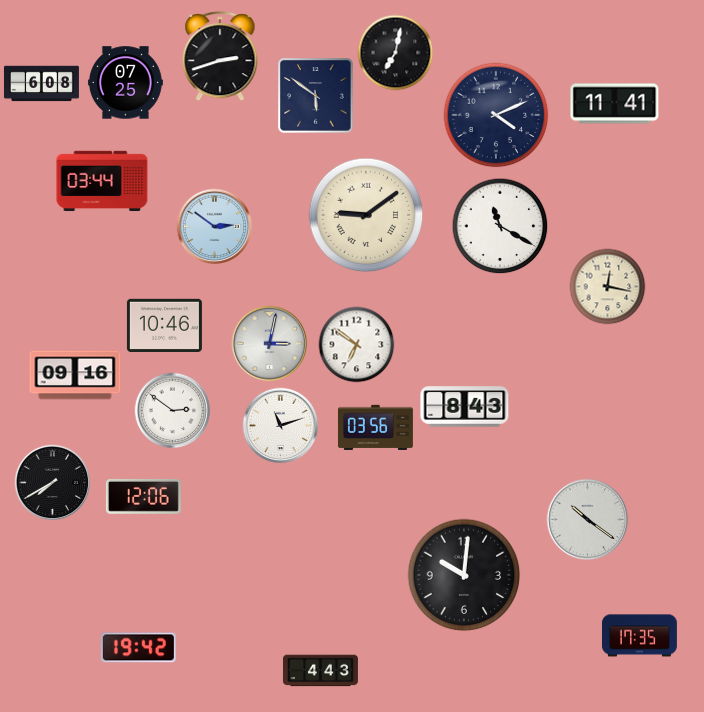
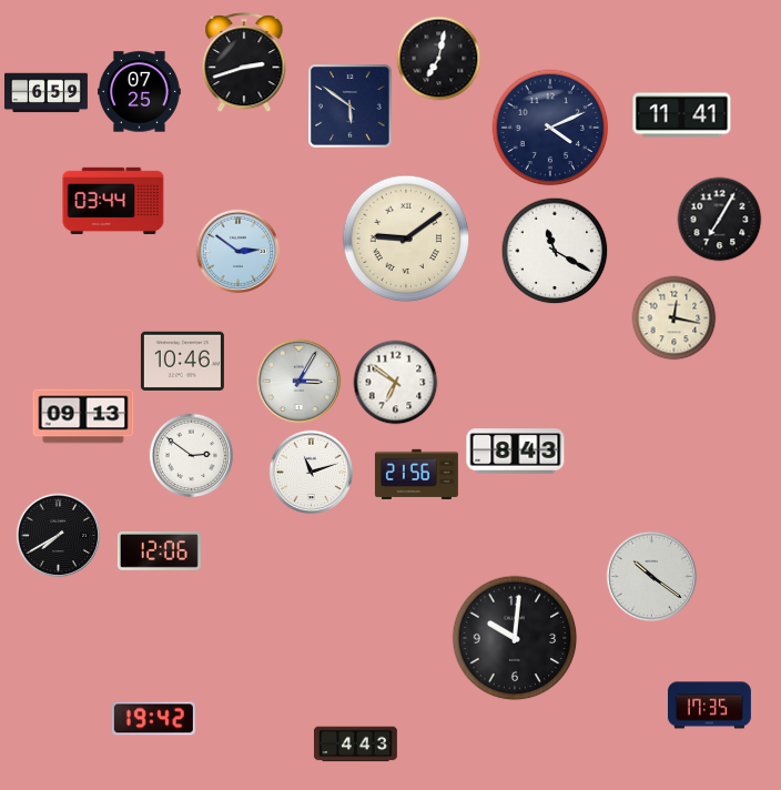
clock at (41, 84): 6:08 -> 6:59
clock at (720, 220): none -> 7:05
clock at (270, 344): 3:02 -> 3:05
clock at (75, 375): 09:16 -> 09:13
clock at (375, 427): 03:56 -> 21:56
